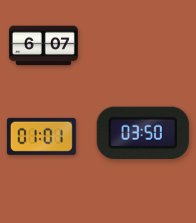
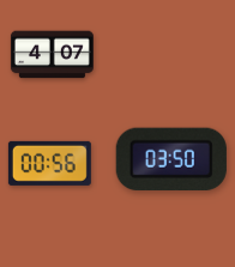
clock at (43, 46): 6:07 -> 4:07
clock at (41, 136): 01:01 -> 00:56
